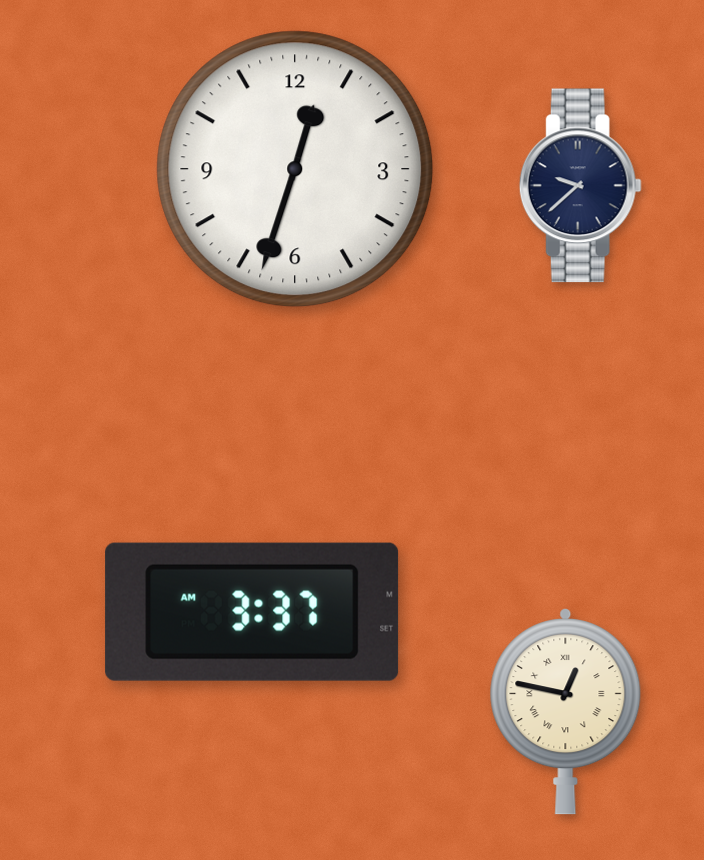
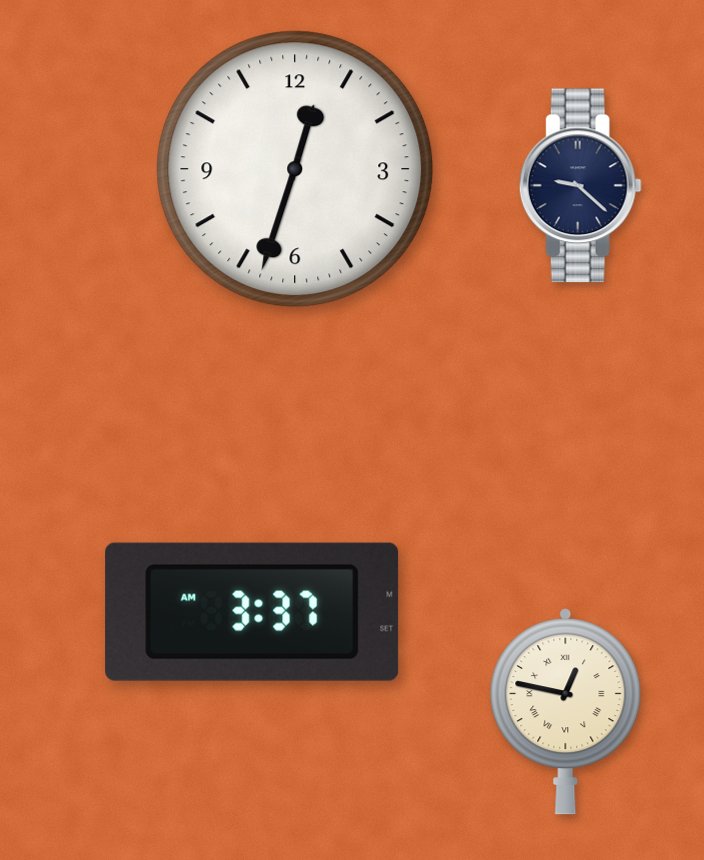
clock at (580, 186): 9:38 -> 9:22
